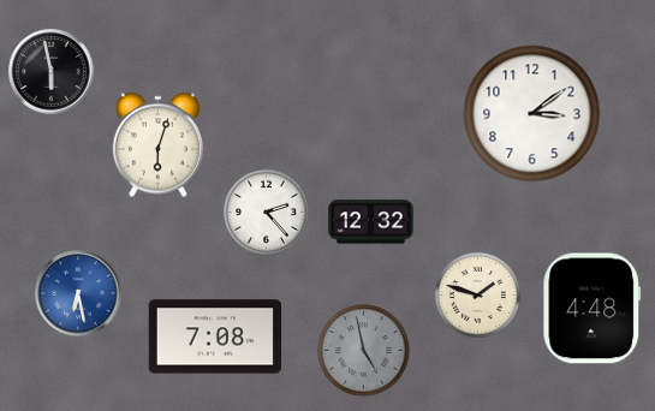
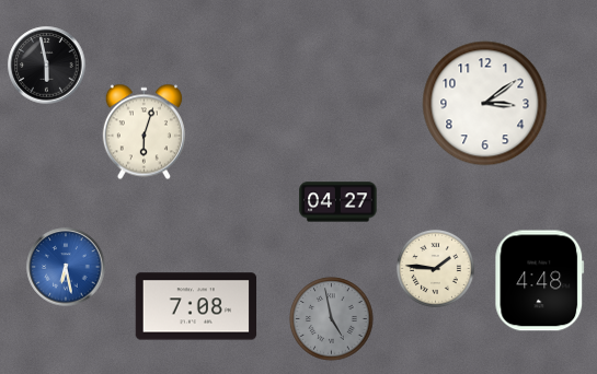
clock at (266, 212): 2:23 -> none
clock at (371, 222): 12:32 -> 04:27
clock at (78, 293) position: (78, 293) -> (66, 267)
clock at (477, 294): 1:48 -> 1:46
